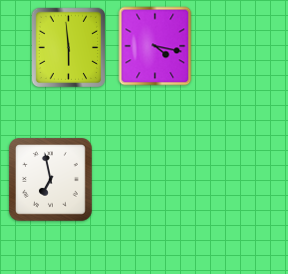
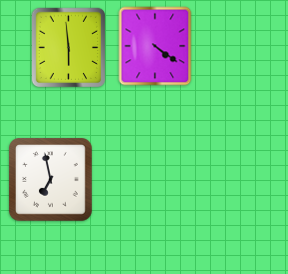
clock at (155, 46): 4:17 -> 4:21
